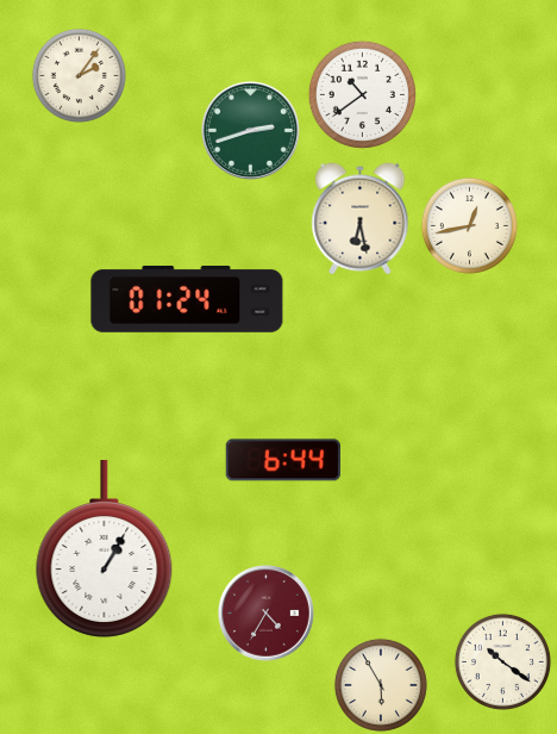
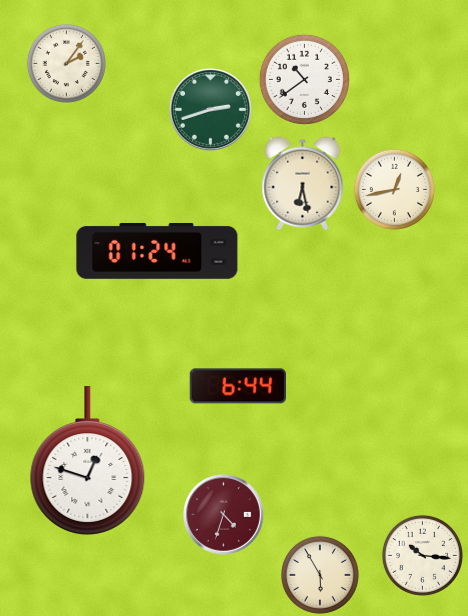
clock at (105, 549): 1:05 -> 12:48
clock at (267, 614): 4:35 -> 4:33
clock at (502, 661): 10:21 -> 10:16
